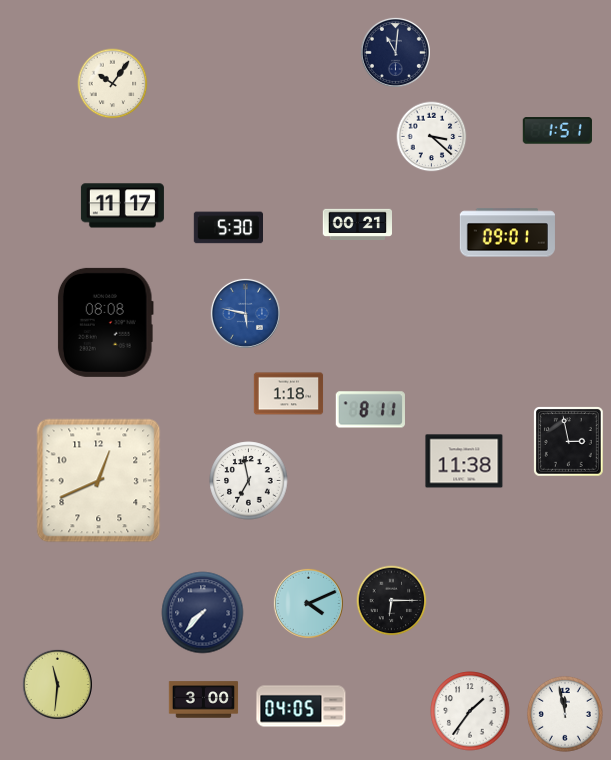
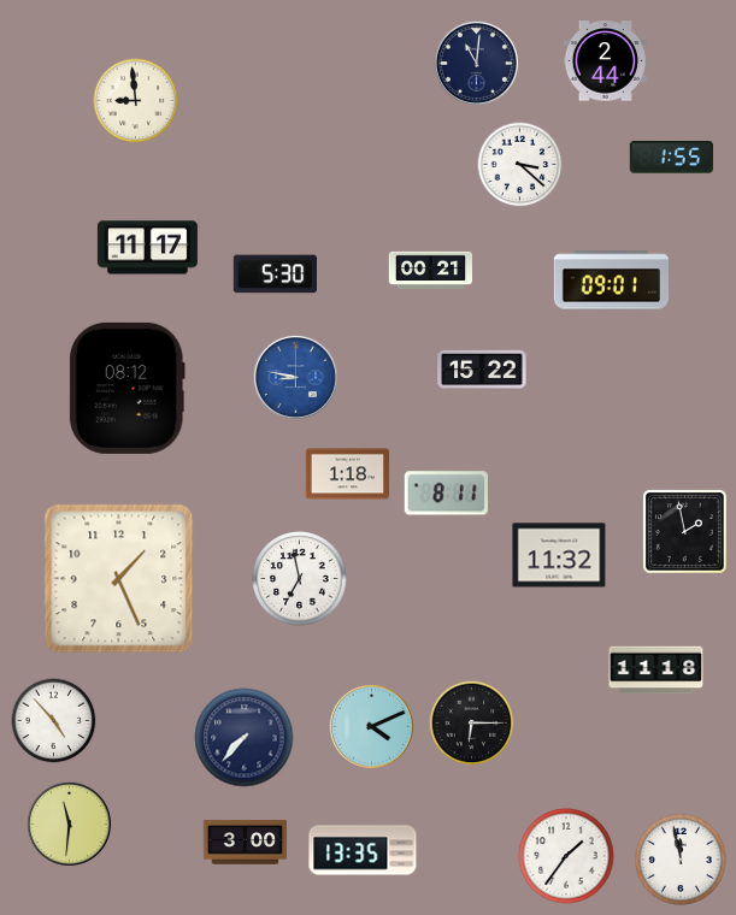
clock at (605, 61): none -> 2:44
clock at (113, 84): 10:06 -> 8:59
clock at (557, 131): 1:51 -> 1:55
clock at (482, 370): none -> 15:22
clock at (245, 313): 5:47 -> 8:47
clock at (105, 322): 08:08 -> 08:12
clock at (569, 442): 2:58 -> 1:58
clock at (464, 461): 11:38 -> 11:32
clock at (99, 481): 12:41 -> 1:26
clock at (656, 671): none -> 11:18
clock at (54, 721): none -> 4:53
clock at (301, 706): 04:05 -> 13:35
